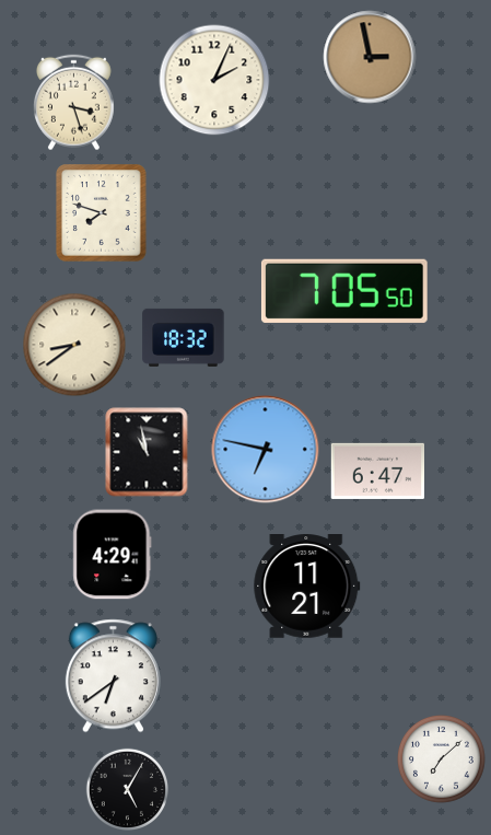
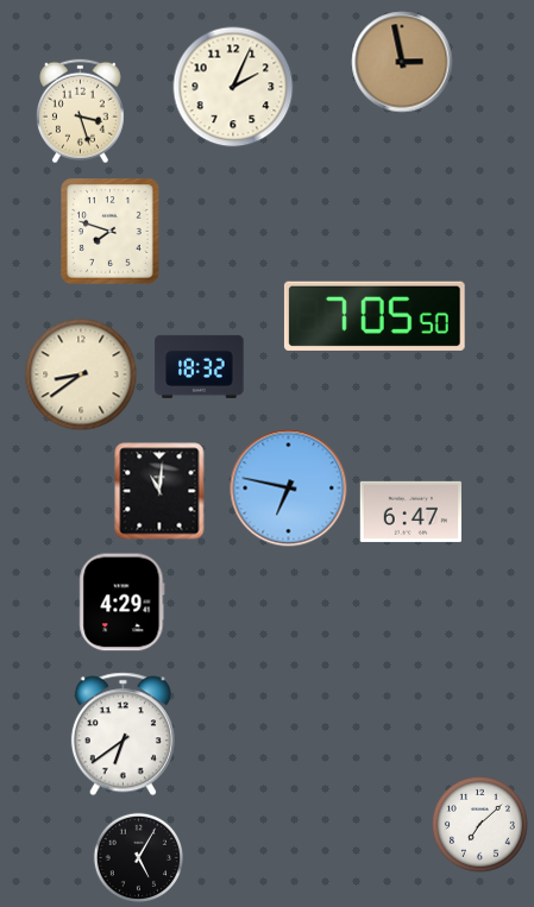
clock at (147, 452): 10:58 -> 11:01
clock at (307, 587): 11:21 -> none
